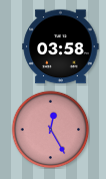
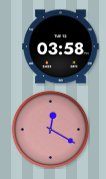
clock at (50, 129): 12:25 -> 12:20
